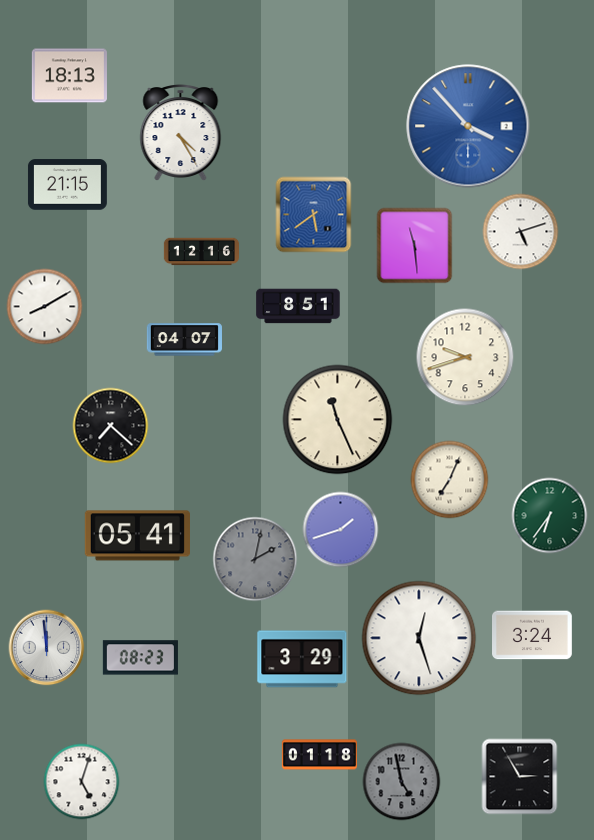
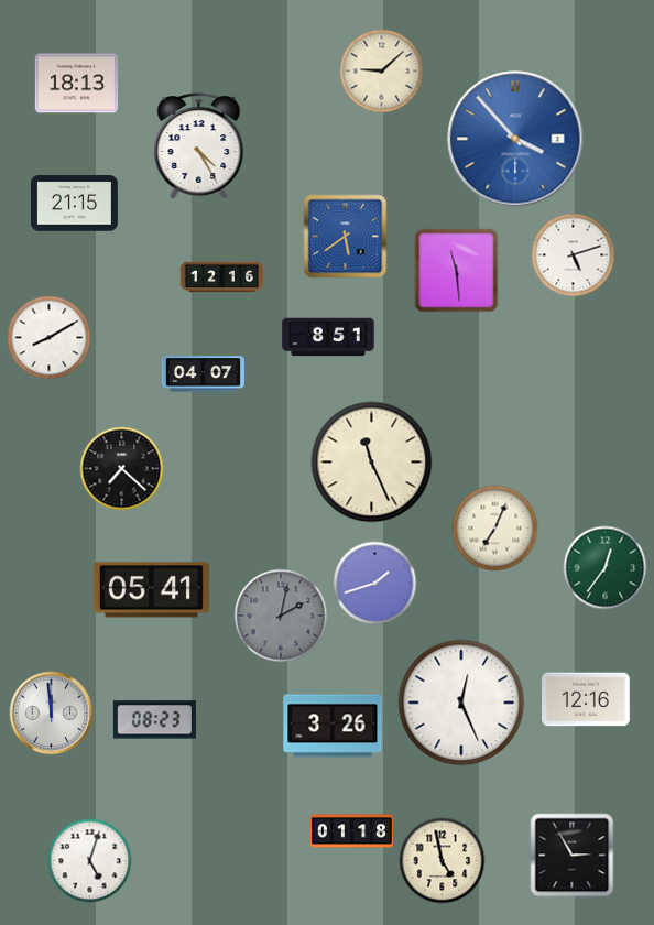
clock at (382, 72): none -> 9:08
clock at (465, 357): 9:42 -> none
clock at (550, 516): 6:36 -> 12:36
clock at (533, 635): 3:24 -> 12:16
clock at (419, 638): 12:27 -> 12:26
clock at (140, 658) position: (140, 658) -> (154, 720)
clock at (302, 659): 3:29 -> 3:26
clock at (402, 782) dial: grey -> cream
